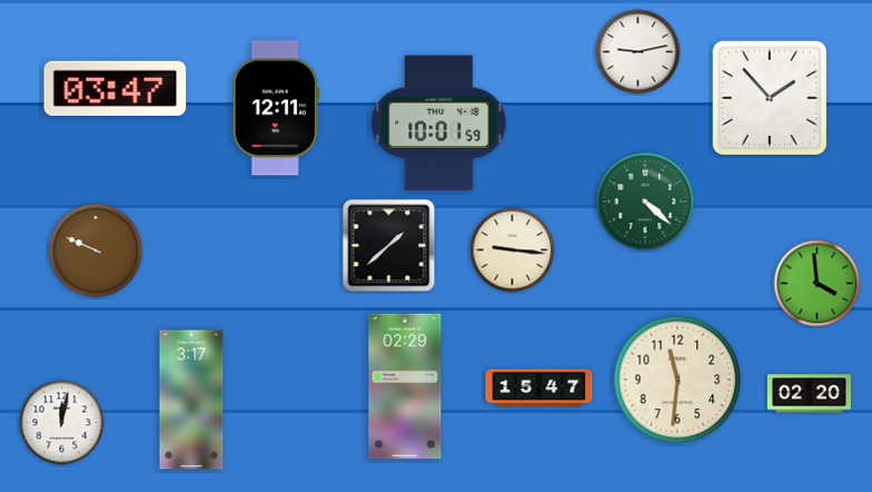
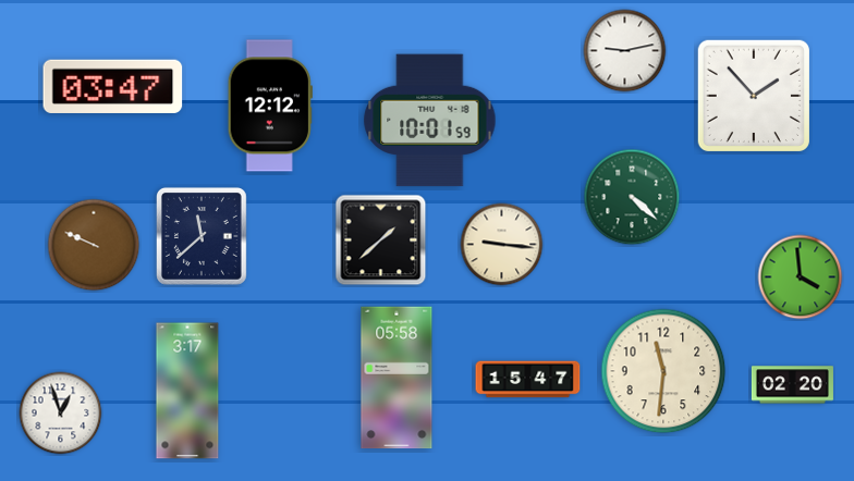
clock at (276, 108): 12:11 -> 12:12
clock at (202, 236): none -> 11:38
clock at (405, 386): 02:29 -> 05:58
clock at (62, 423): 12:02 -> 12:57
